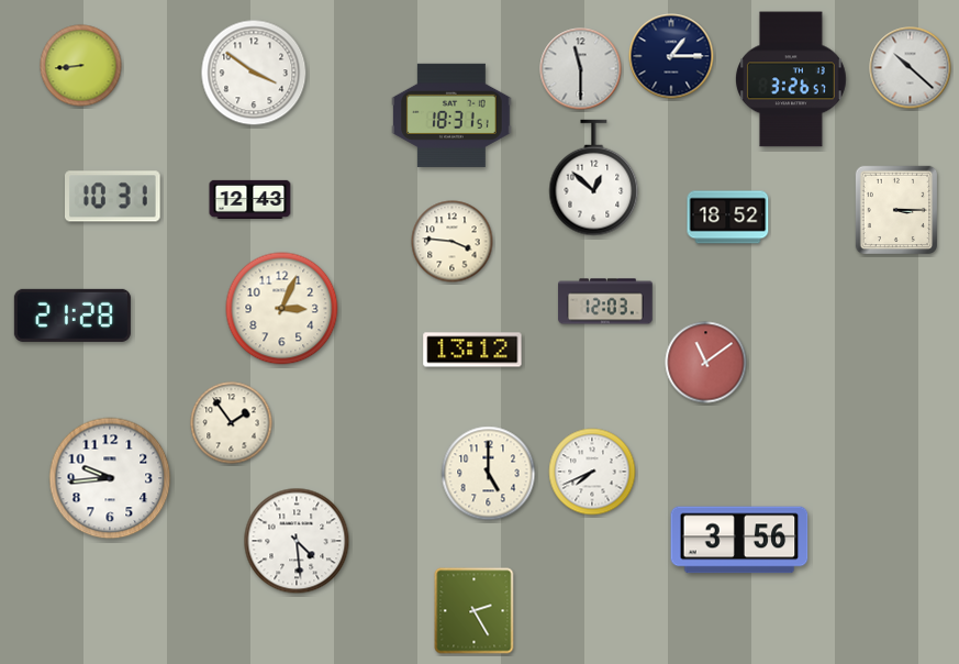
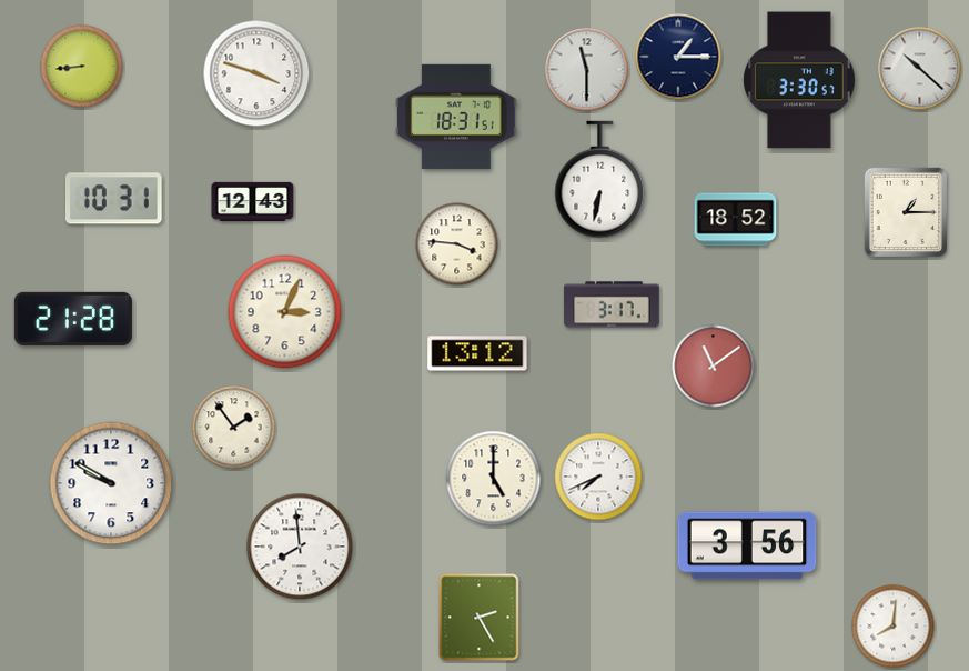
clock at (254, 73): 3:51 -> 3:48
clock at (791, 79): 3:26 -> 3:30
clock at (594, 178): 12:52 -> 6:32
clock at (895, 210): 3:15 -> 1:15
clock at (605, 301): 12:03 -> 3:17
clock at (110, 478): 9:44 -> 9:50
clock at (297, 541): 4:29 -> 7:59
clock at (894, 627): none -> 8:01
